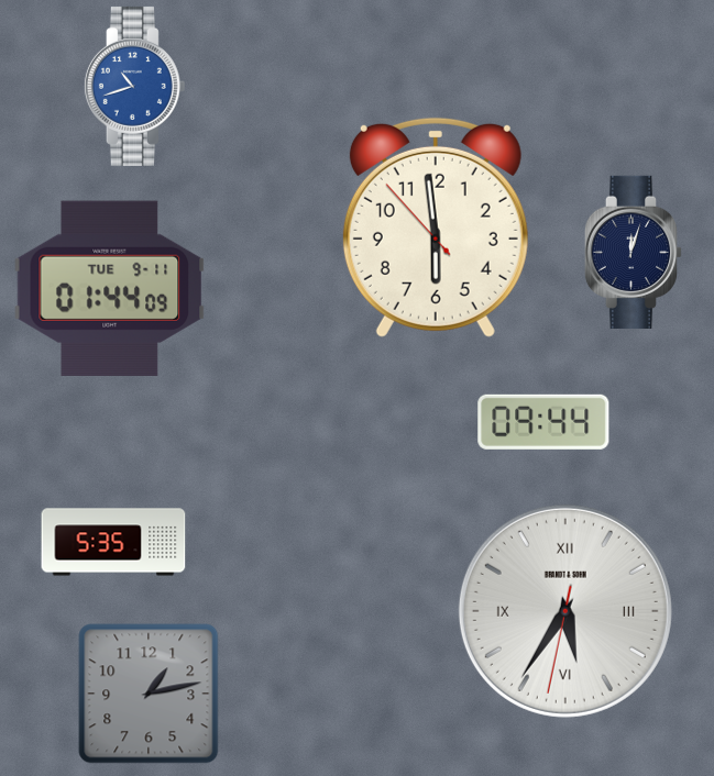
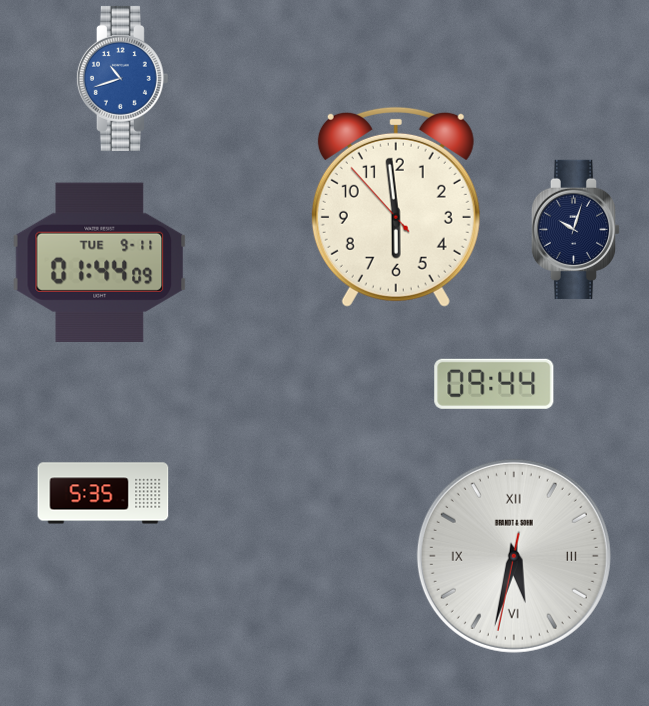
clock at (634, 252): 12:03 -> 10:03
clock at (565, 611): 5:35 -> 5:32
clock at (149, 694): 1:13 -> none
